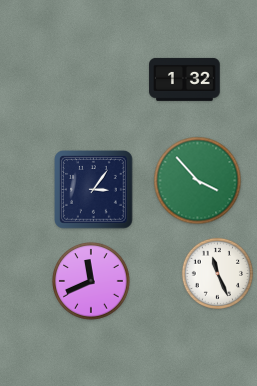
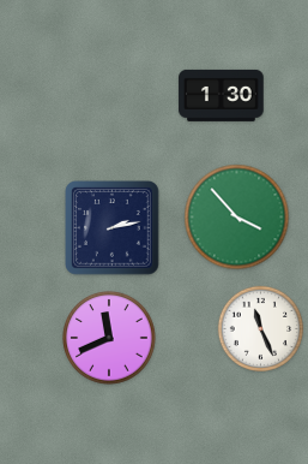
clock at (185, 79): 1:32 -> 1:30
clock at (94, 190): 3:06 -> 2:13
